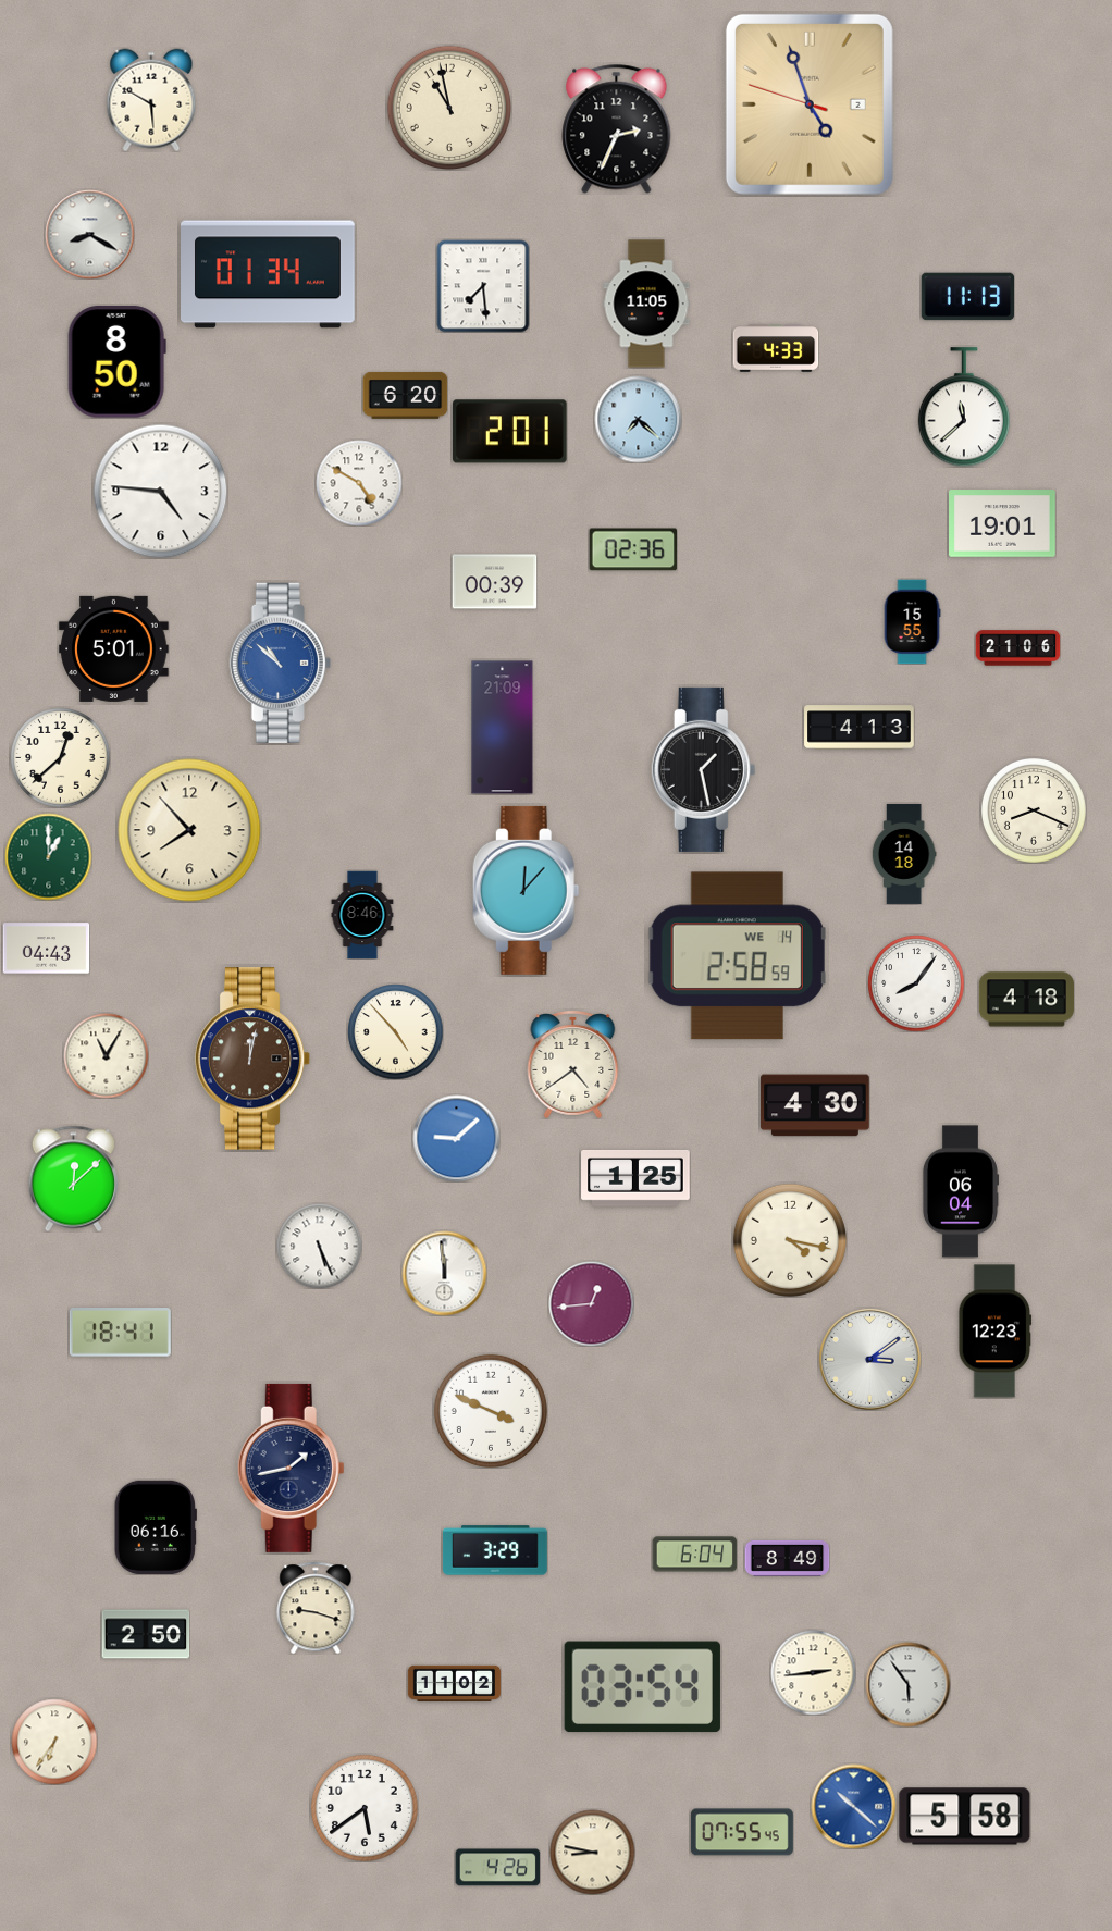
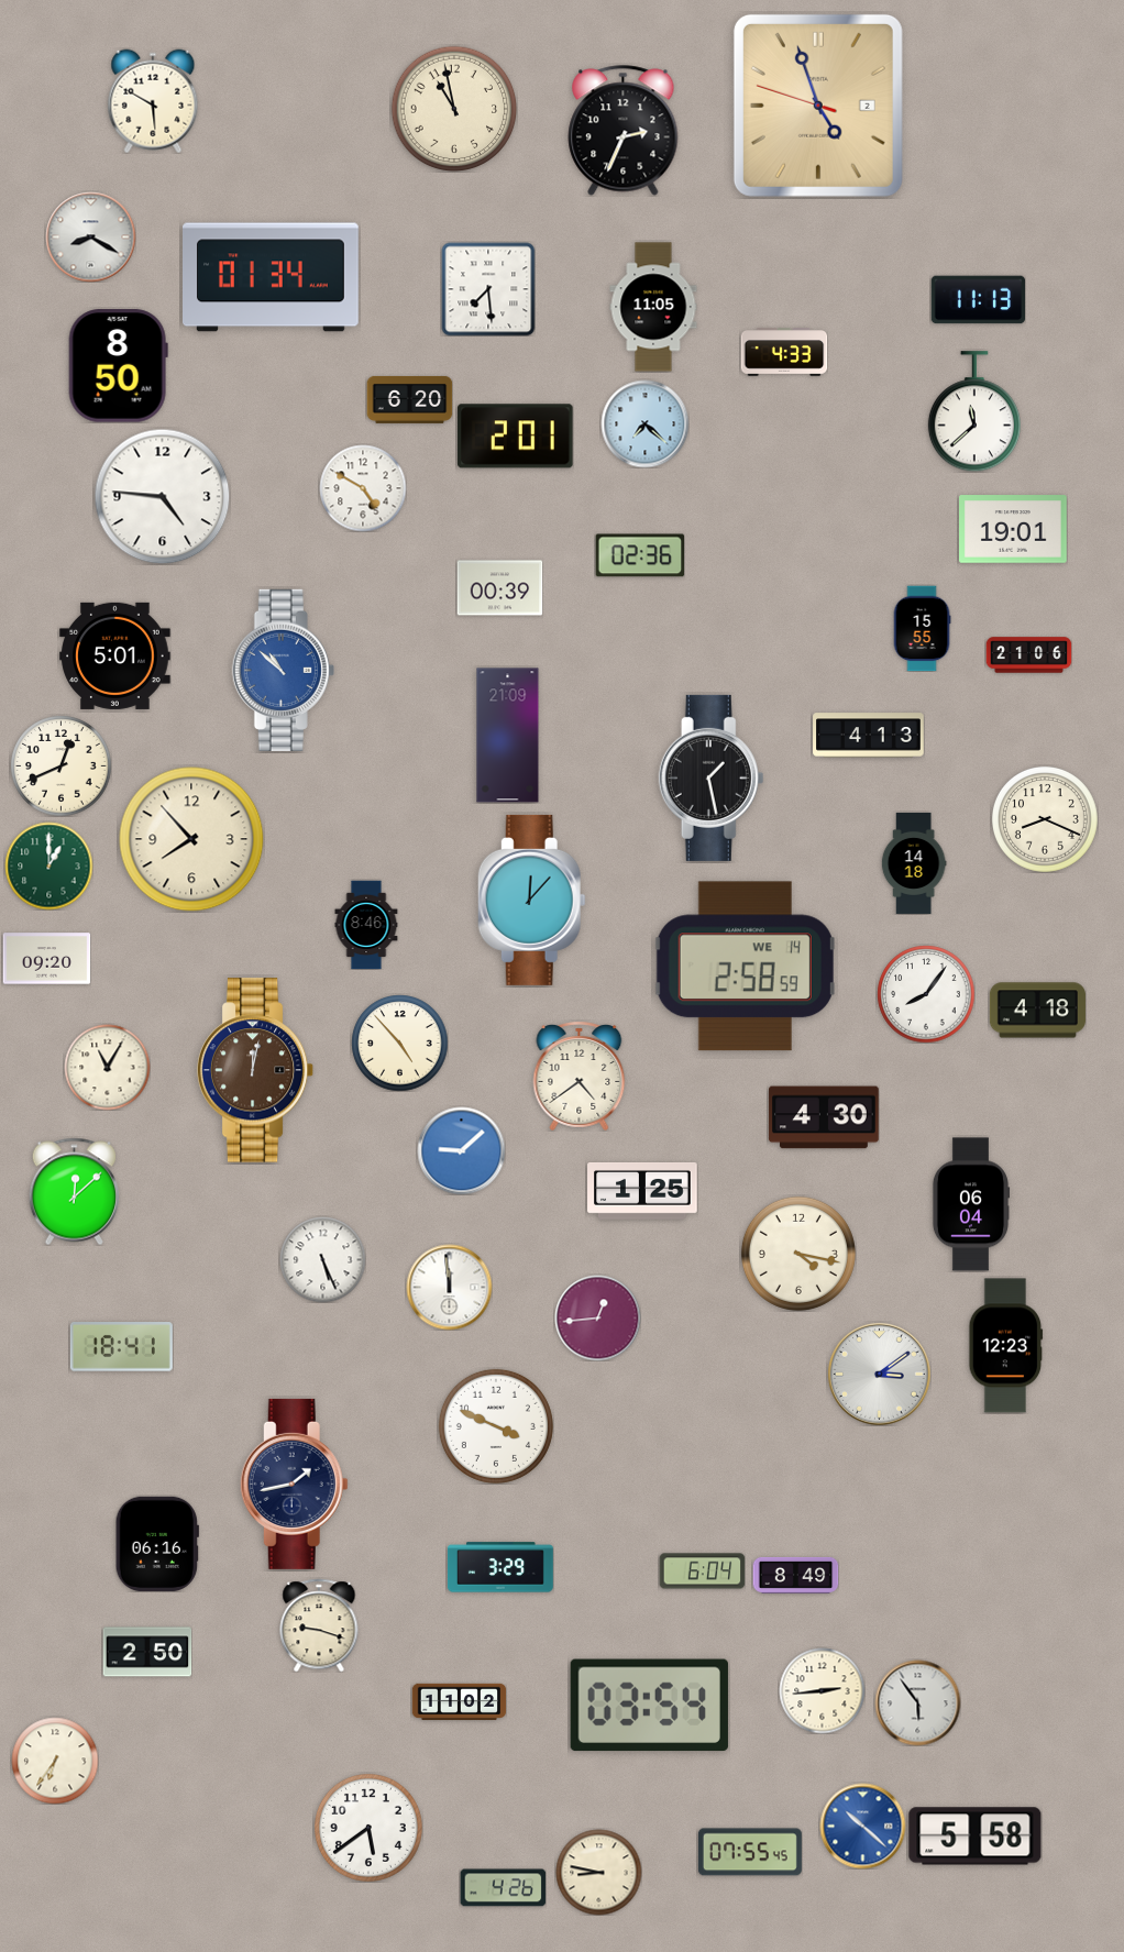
clock at (60, 757): 12:38 -> 12:41
clock at (46, 949): 04:43 -> 09:20
